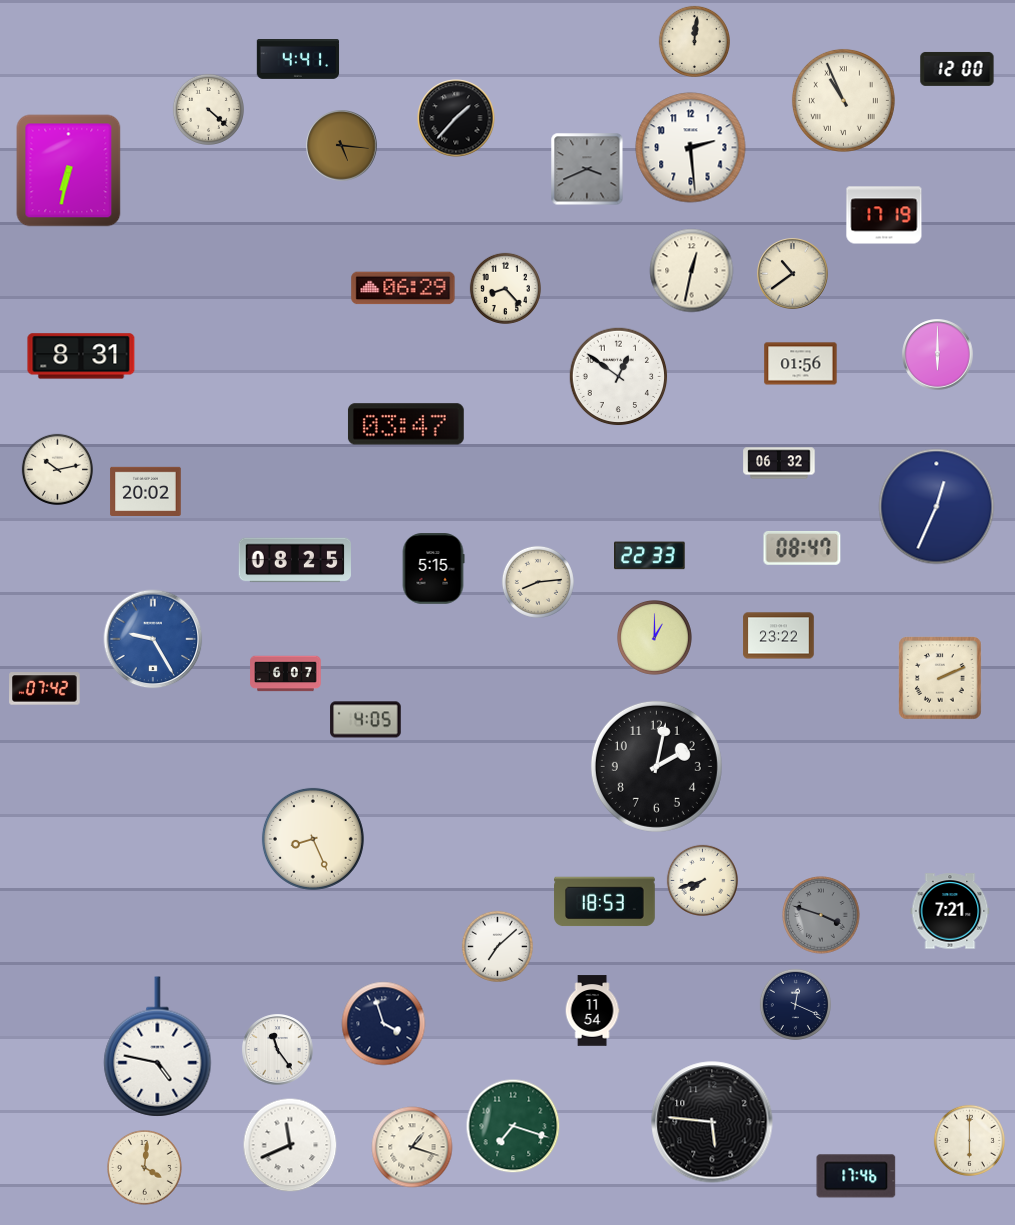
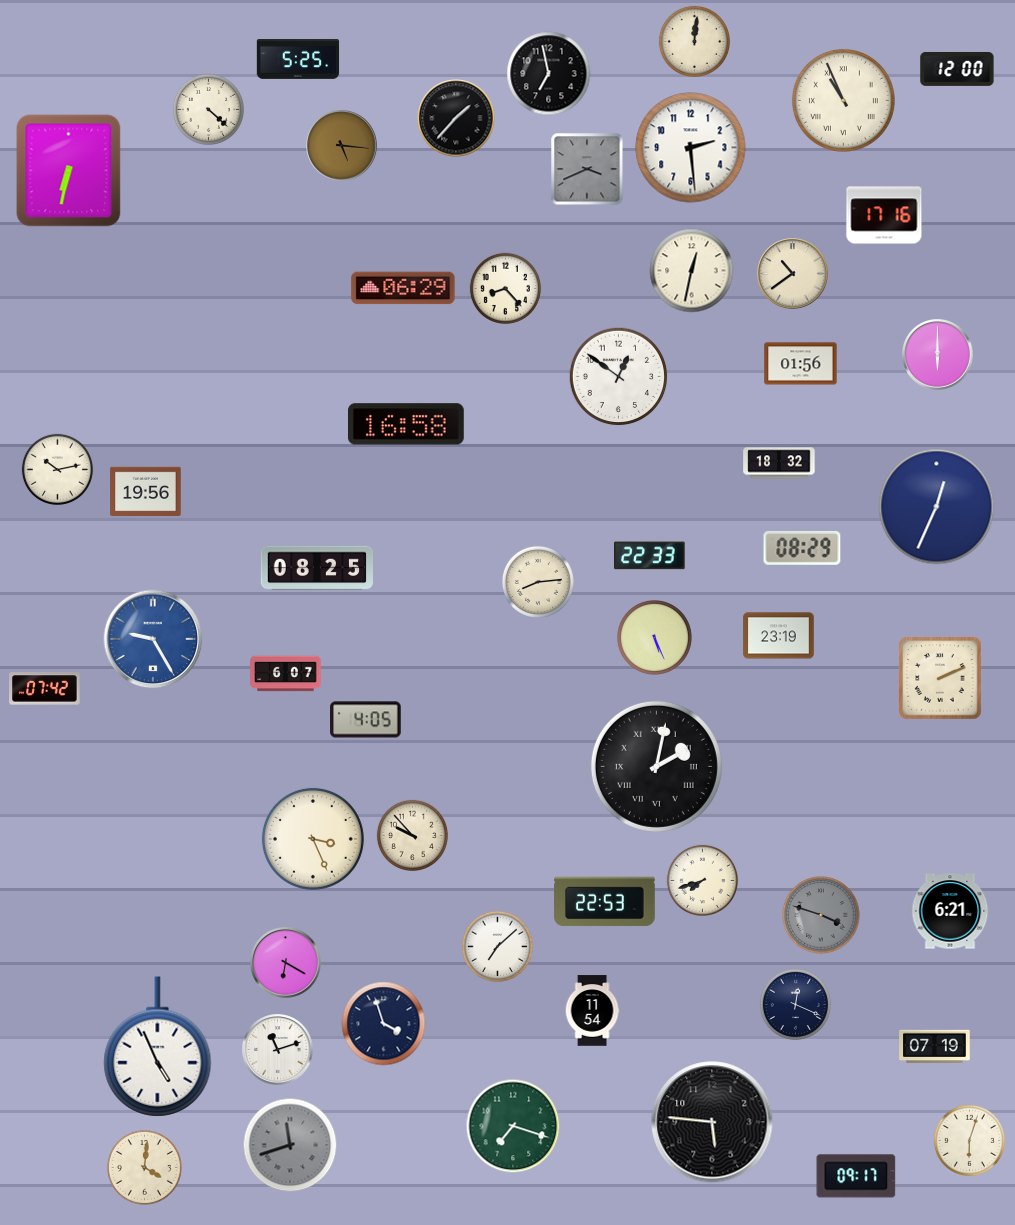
clock at (298, 60): 4:41 -> 5:25
clock at (549, 74): none -> 6:58
clock at (884, 215): 17:19 -> 17:16
clock at (81, 356): 8:31 -> none
clock at (406, 424): 03:47 -> 16:58
clock at (779, 463): 06:32 -> 18:32
clock at (146, 492): 20:02 -> 19:56
clock at (802, 548): 08:47 -> 08:29
clock at (295, 560) position: (295, 560) -> (317, 568)
clock at (433, 569): 5:15 -> none
clock at (779, 636): 23:22 -> 23:19
clock at (655, 638): 1:00 -> 5:26
clock at (656, 766) numerals: Arabic -> Roman
clock at (412, 835): none -> 9:53
clock at (313, 839): 8:26 -> 3:26
clock at (605, 902): 18:53 -> 22:53
clock at (950, 911): 7:21 -> 6:21
clock at (286, 963): none -> 6:20
clock at (158, 1047): 4:47 -> 4:56
clock at (935, 1047): none -> 07:19
clock at (278, 1050): 11:24 -> 11:12
clock at (969, 1140): 6:00 -> 6:03
clock at (290, 1145): 11:41 -> 11:42
clock at (290, 1145) dial: white -> grey
clock at (412, 1147): 1:18 -> none
clock at (856, 1176): 17:46 -> 09:17
